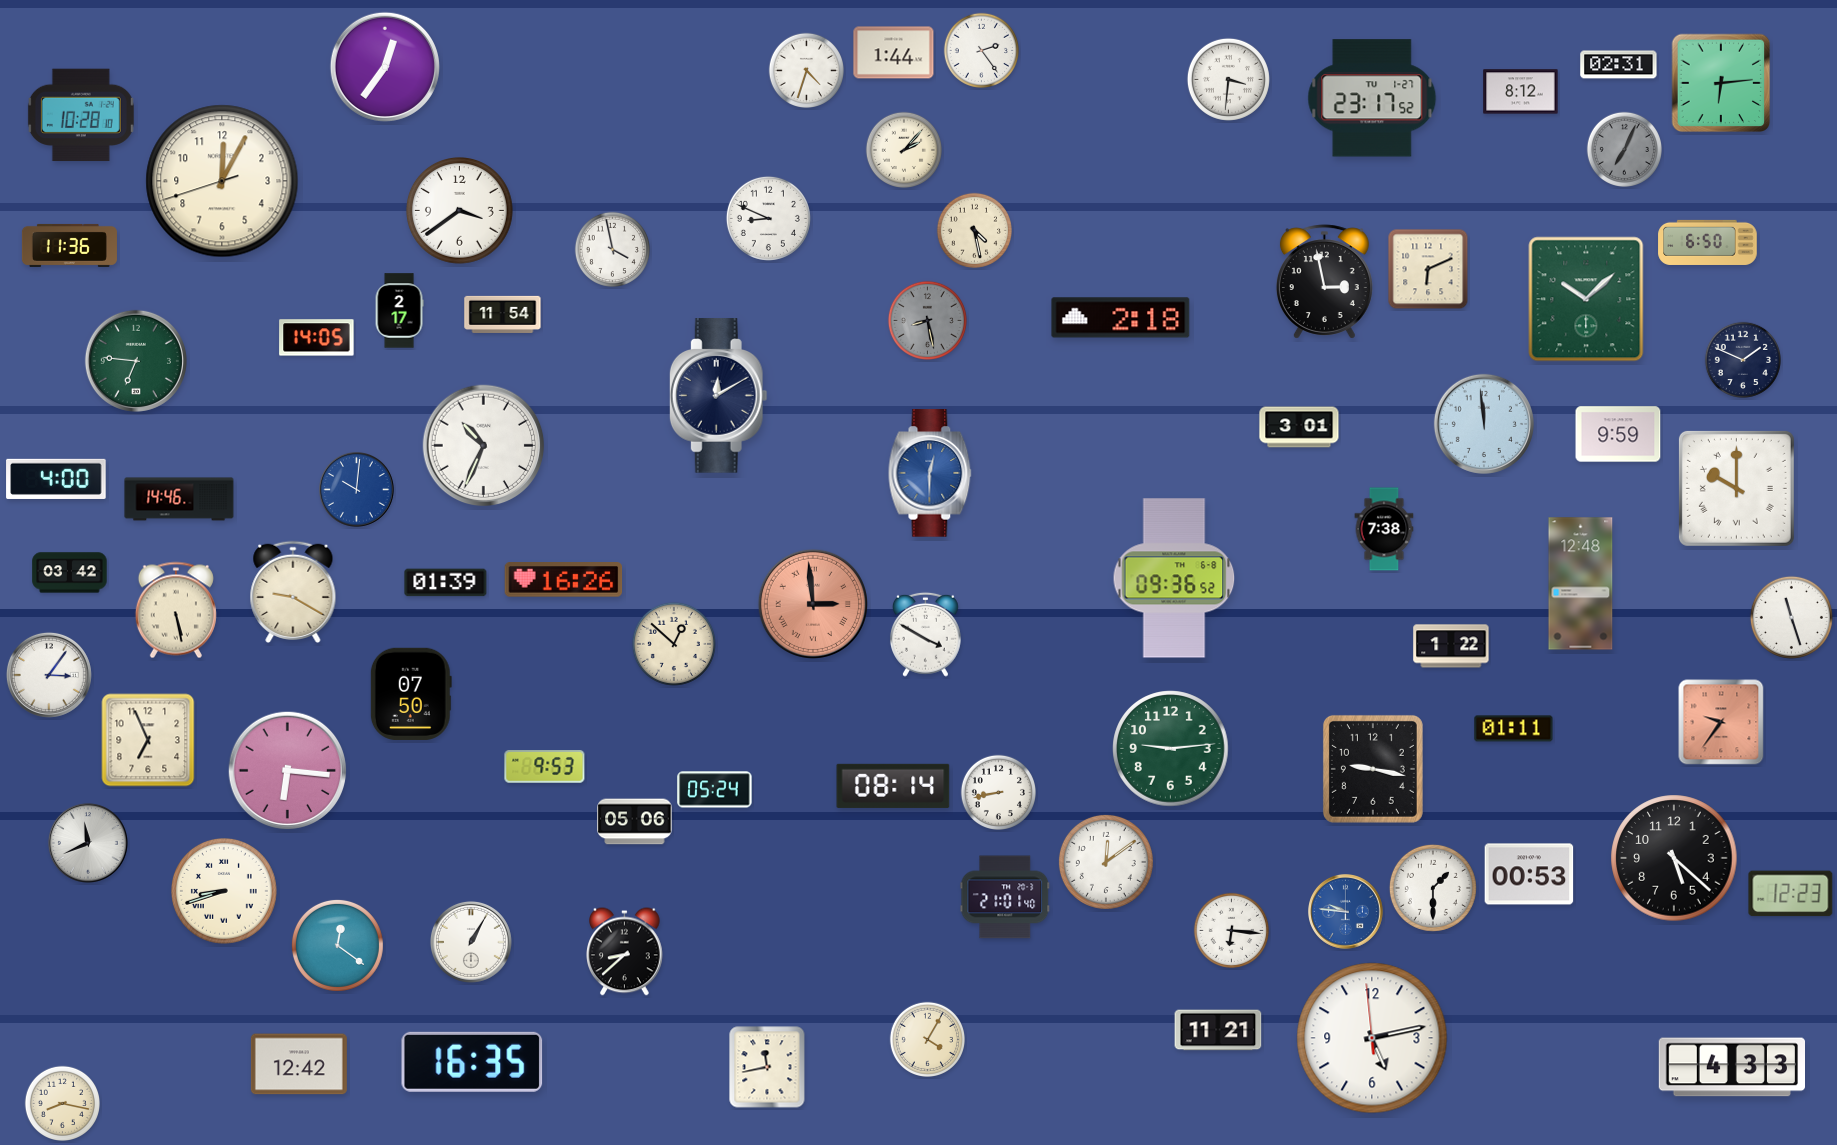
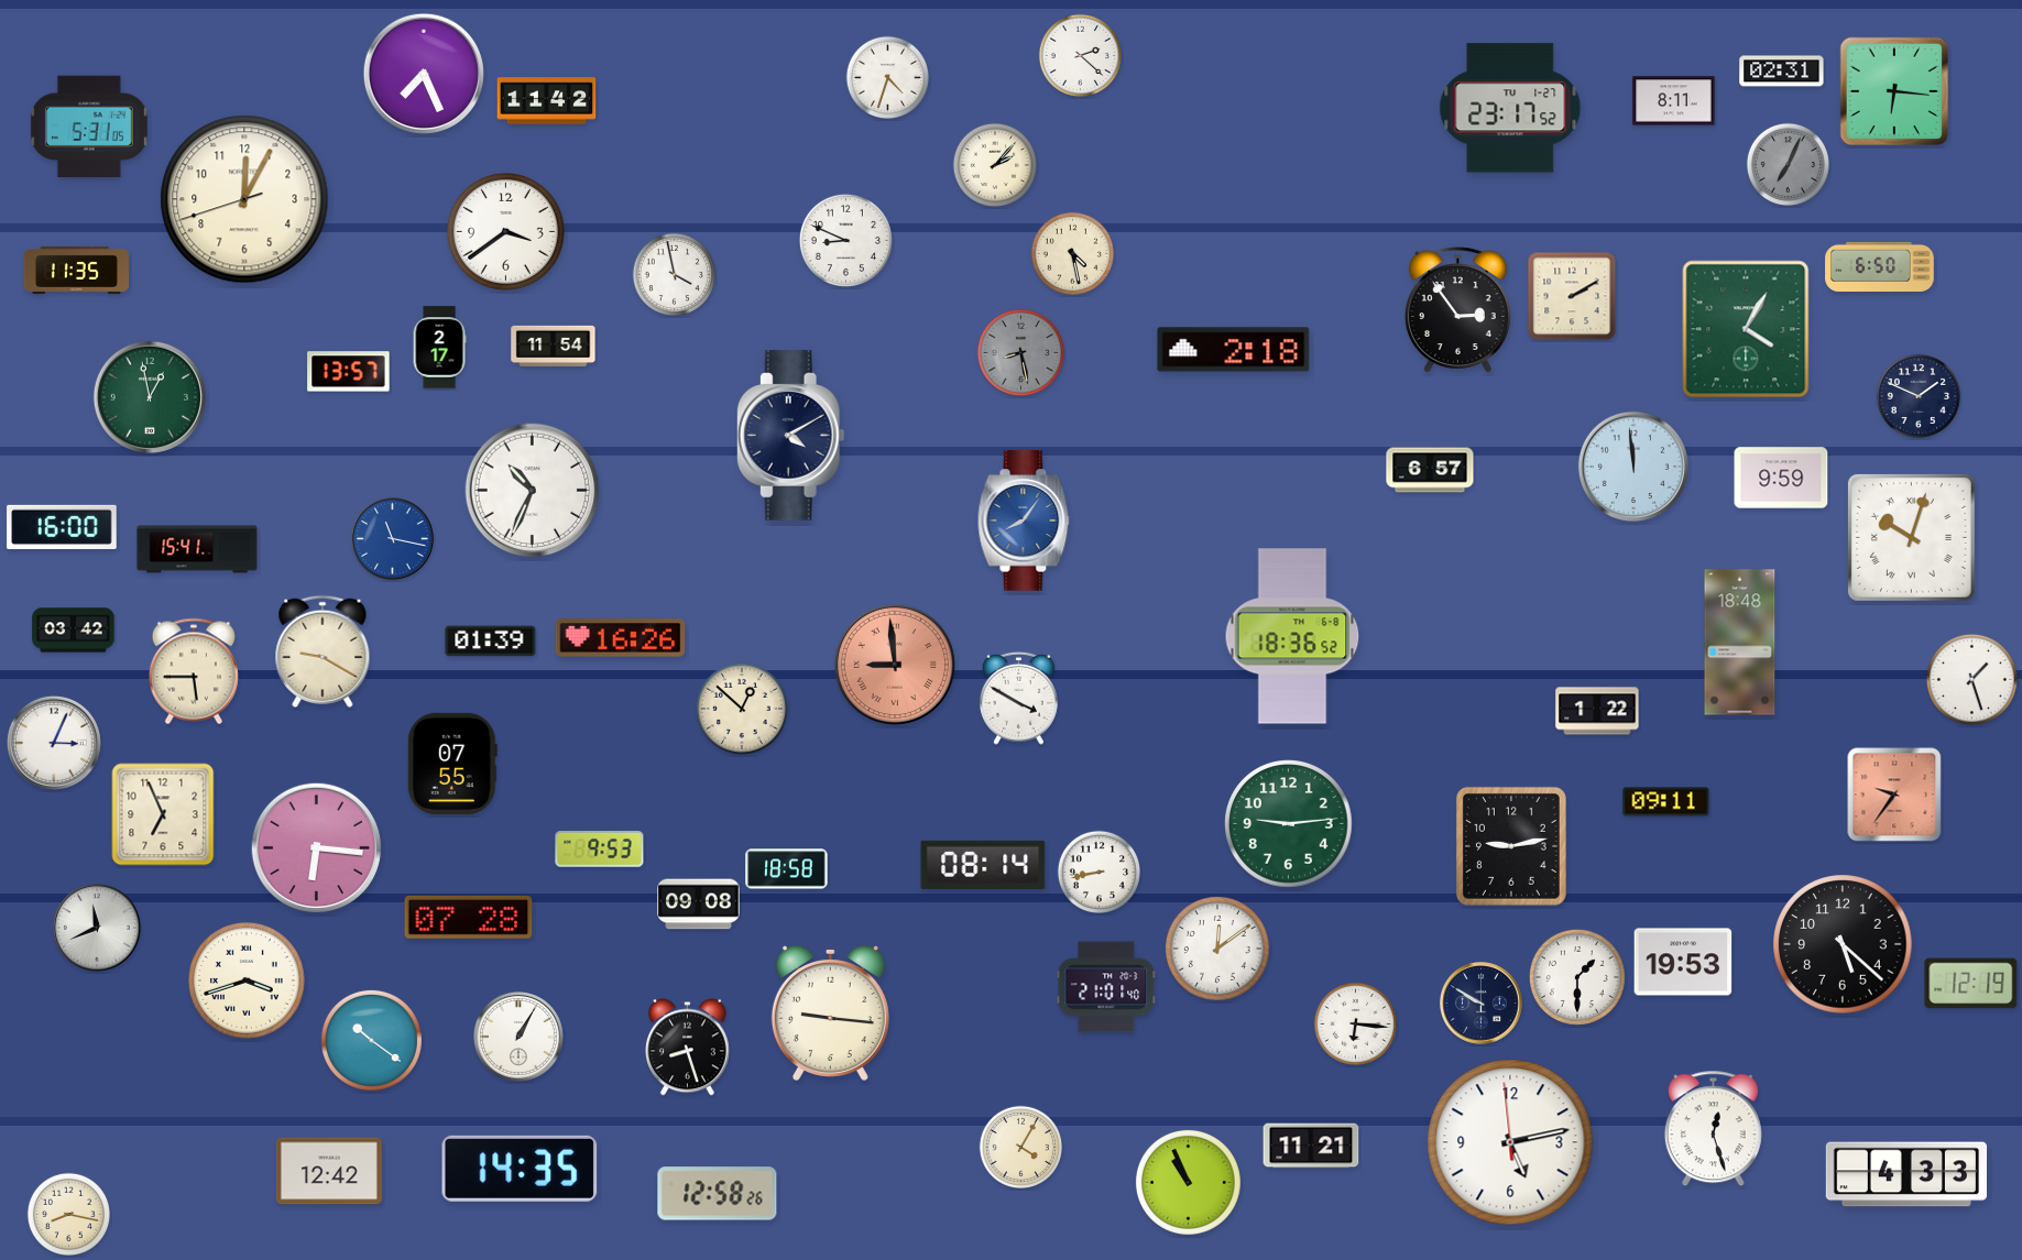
clock at (981, 50): 2:24 -> 2:22
clock at (894, 53): 1:44 -> none
clock at (385, 67): 12:36 -> 7:26
clock at (1228, 79): 3:31 -> none
clock at (1721, 83): 6:14 -> 6:16
clock at (547, 101): none -> 11:42
clock at (1521, 92): 8:12 -> 8:11
clock at (81, 115): 10:28 -> 5:31
clock at (69, 245): 11:36 -> 11:35
clock at (1428, 269): 6:11 -> 2:10
clock at (1324, 282): 2:58 -> 2:54
clock at (1586, 299): 10:08 -> 4:05
clock at (399, 311) position: (399, 311) -> (439, 348)
clock at (317, 338): 14:05 -> 13:57
clock at (136, 361): 6:46 -> 12:58
clock at (718, 396): 12:10 -> 4:10
clock at (1299, 427): 3:01 -> 6:57
clock at (930, 473): 12:30 -> 8:06
clock at (56, 479): 4:00 -> 16:00
clock at (1736, 488): 10:00 -> 10:03
clock at (357, 490): 10:01 -> 11:17
clock at (179, 499): 14:46 -> 15:41
clock at (1384, 529): 7:38 -> none
clock at (70, 573) position: (70, 573) -> (74, 631)
clock at (1174, 578): 09:36 -> 18:36
clock at (1581, 584): 12:48 -> 18:48
clock at (813, 604): 2:59 -> 8:59
clock at (176, 610): 5:28 -> 5:45
clock at (1791, 617): 11:27 -> 1:27
clock at (49, 675): 3:06 -> 3:04
clock at (411, 693): 07:50 -> 07:55
clock at (1514, 729): 01:11 -> 09:11
clock at (545, 767) position: (545, 767) -> (600, 850)
clock at (1373, 769): 9:17 -> 9:13
clock at (715, 790): 05:24 -> 18:58
clock at (635, 822): 05:06 -> 09:08
clock at (469, 917): none -> 07:28
clock at (1529, 874): 00:53 -> 19:53
clock at (225, 892): 8:42 -> 3:42
clock at (1791, 894): 12:23 -> 12:19
clock at (1346, 912): 9:46 -> 9:50
clock at (1346, 912) dial: blue -> navy
clock at (830, 1012): none -> 9:16
clock at (337, 945): 12:21 -> 10:21
clock at (625, 952): 8:38 -> 8:27
clock at (1713, 1129): none -> 12:27
clock at (1218, 1030) position: (1218, 1030) -> (1311, 1146)
clock at (927, 1039) position: (927, 1039) -> (1020, 1147)
clock at (472, 1062): 16:35 -> 14:35
clock at (767, 1067): 11:43 -> none
clock at (1188, 1182): none -> 10:56
clock at (718, 1194): none -> 12:58
